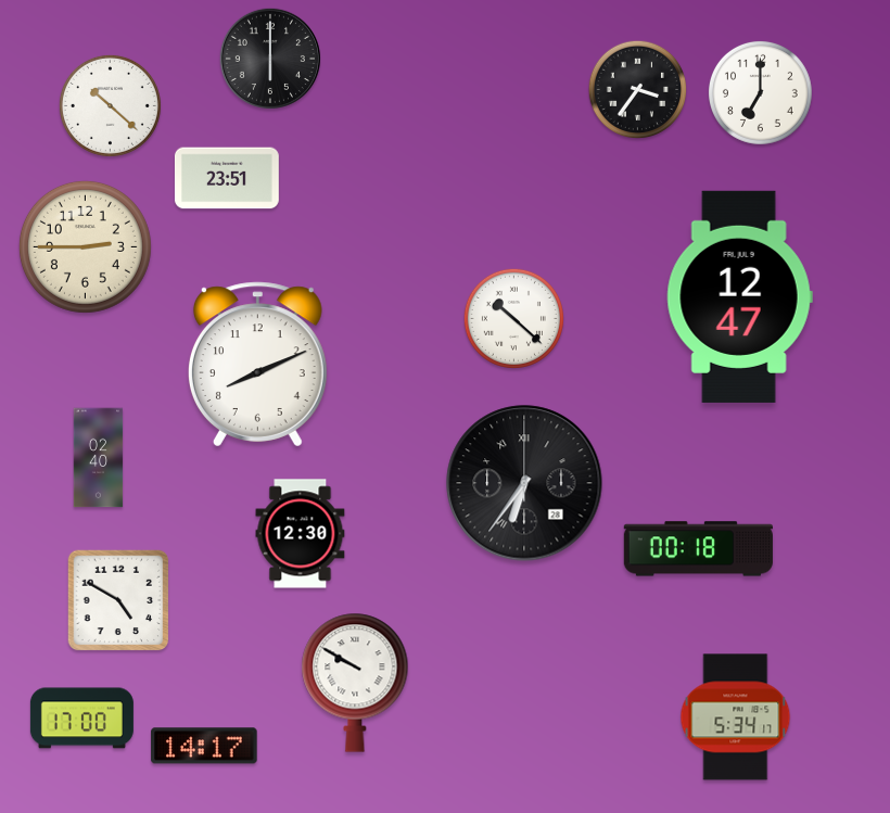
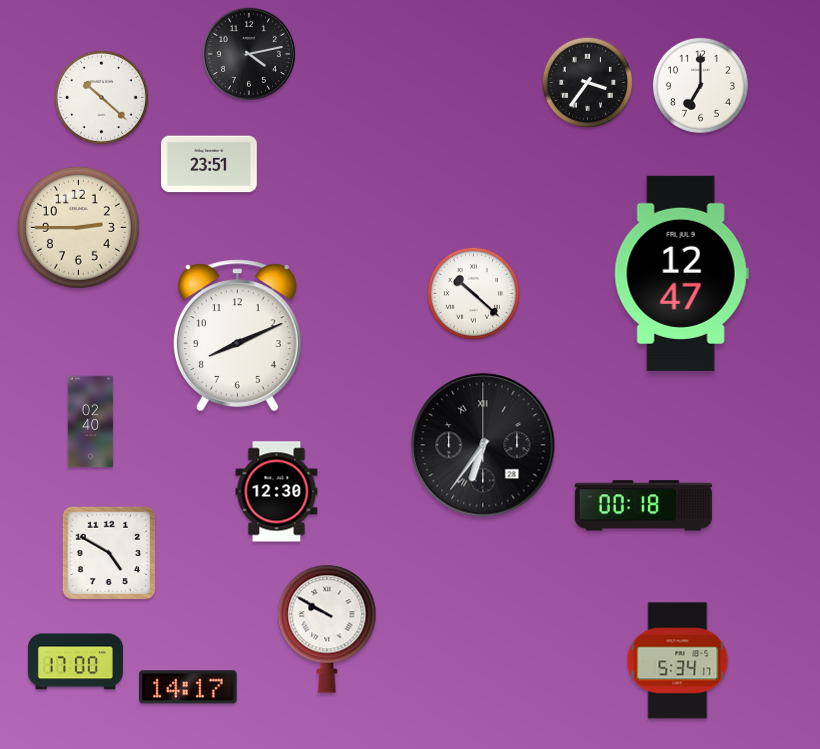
clock at (270, 59): 6:00 -> 4:13
